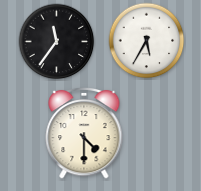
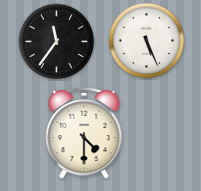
clock at (147, 41): 5:35 -> 5:26
